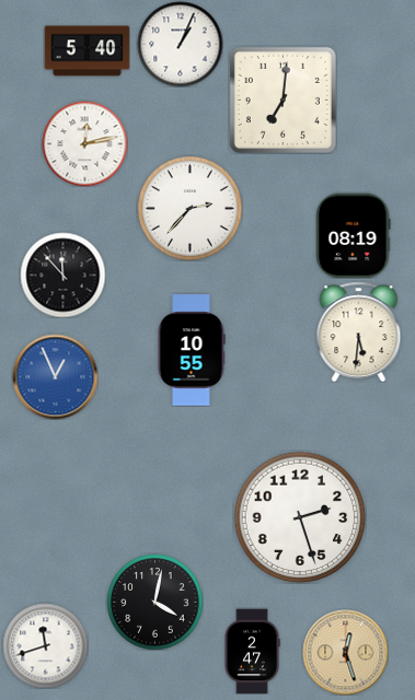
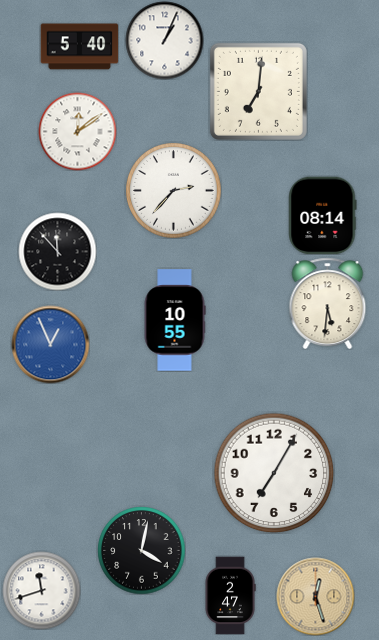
clock at (84, 143): 12:13 -> 12:09
clock at (354, 235): 08:19 -> 08:14
clock at (300, 517): 2:27 -> 7:05
